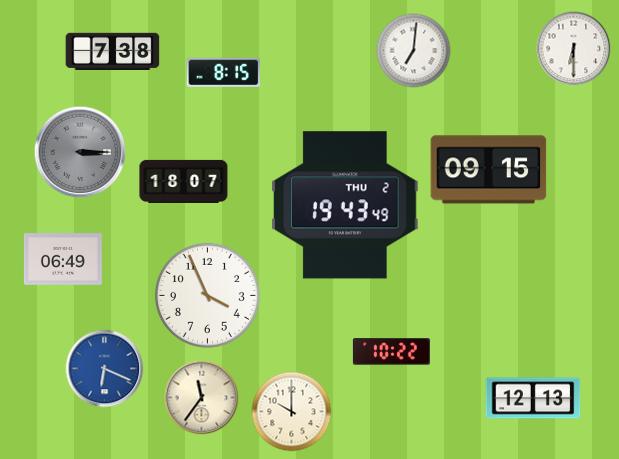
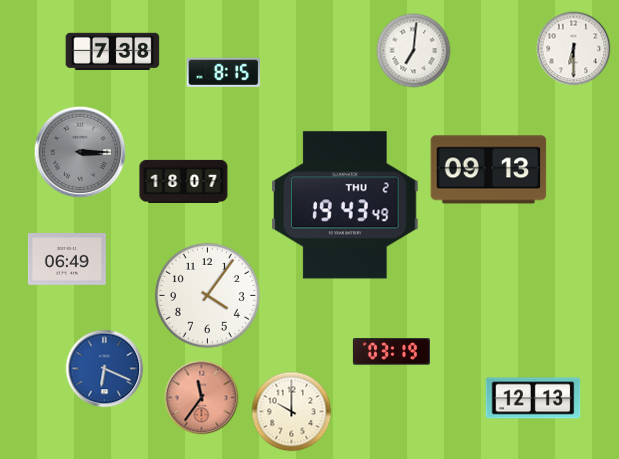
clock at (489, 170): 09:15 -> 09:13
clock at (63, 260) position: (63, 260) -> (67, 260)
clock at (207, 295): 3:56 -> 4:06
clock at (391, 352): 10:22 -> 03:19
clock at (202, 398) dial: cream -> salmon
